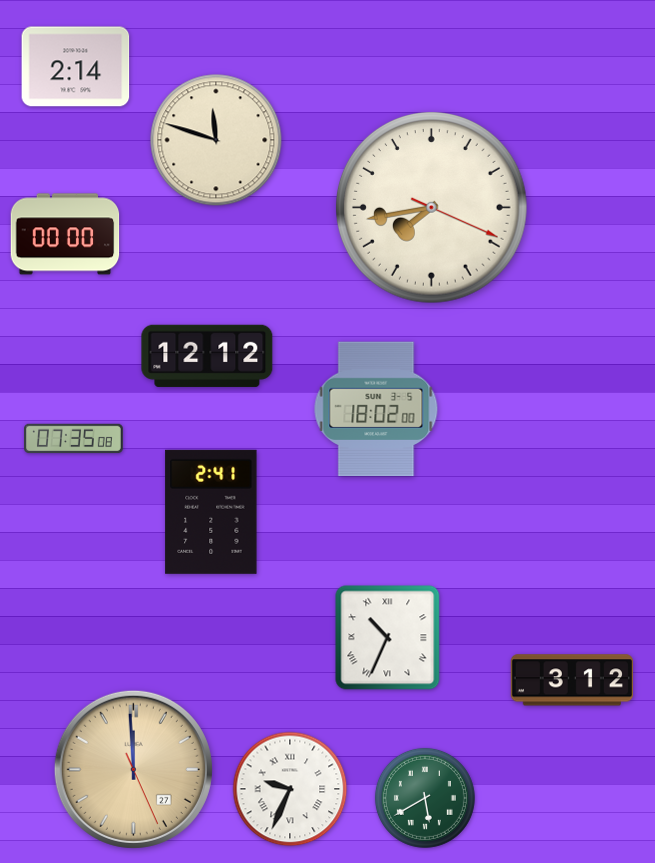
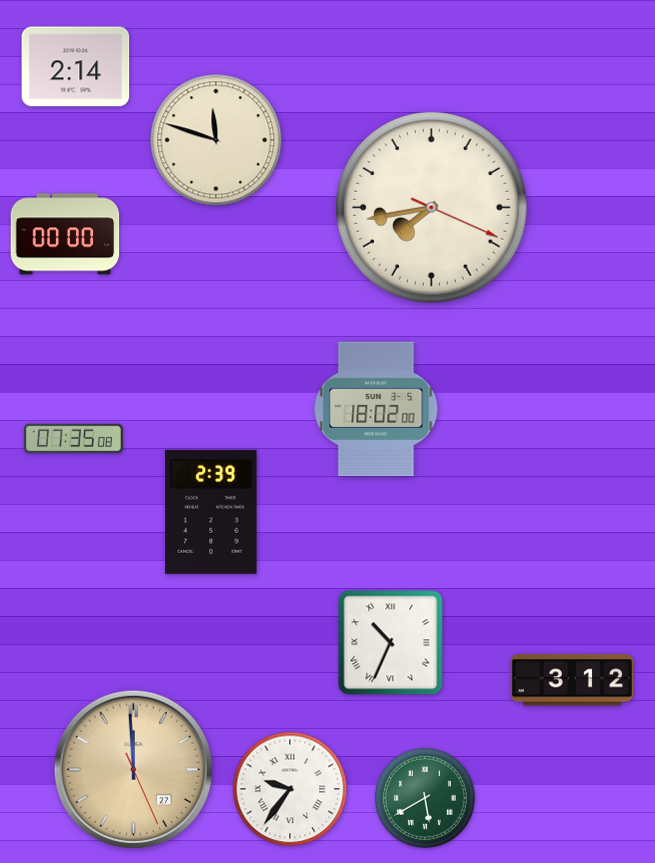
clock at (207, 356): 12:12 -> none
clock at (211, 512): 2:41 -> 2:39
clock at (388, 638) position: (388, 638) -> (391, 643)
clock at (290, 789): 9:34 -> 9:36
